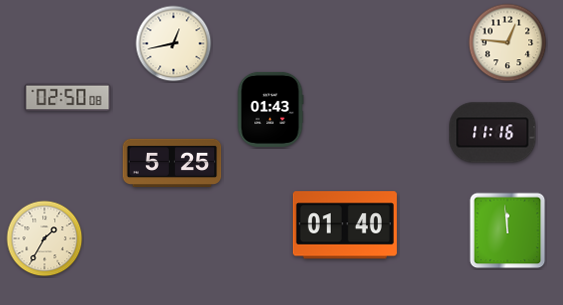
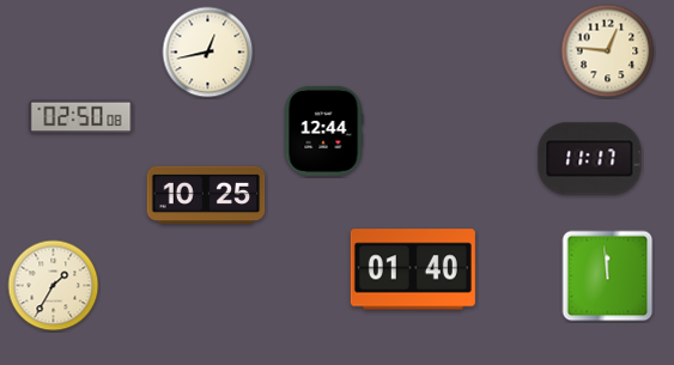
clock at (270, 109): 01:43 -> 12:44
clock at (493, 133): 11:16 -> 11:17
clock at (172, 162): 5:25 -> 10:25
